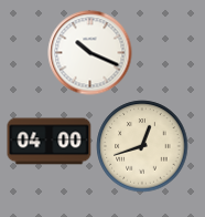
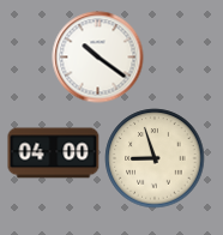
clock at (90, 53): 10:19 -> 10:21
clock at (142, 146): 12:42 -> 8:57
